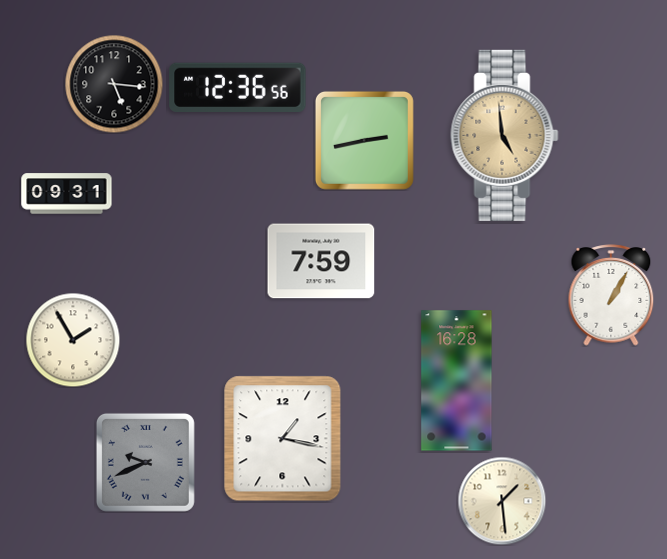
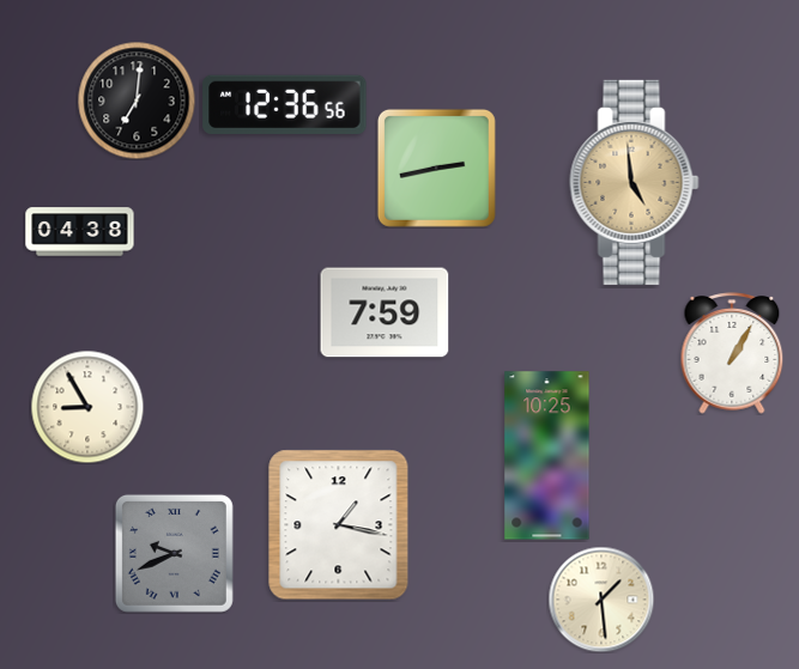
clock at (114, 84): 5:16 -> 7:01
clock at (505, 135) position: (505, 135) -> (635, 182)
clock at (67, 194): 09:31 -> 04:38
clock at (73, 340): 1:55 -> 8:55
clock at (457, 381): 16:28 -> 10:25
